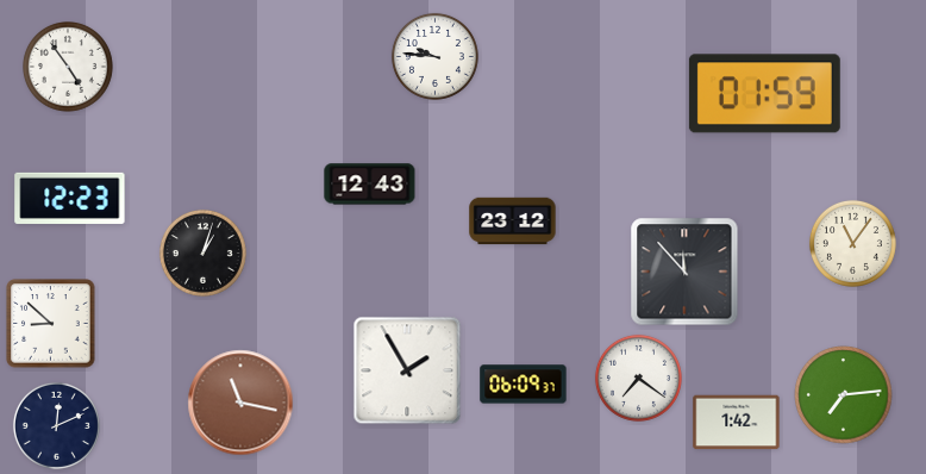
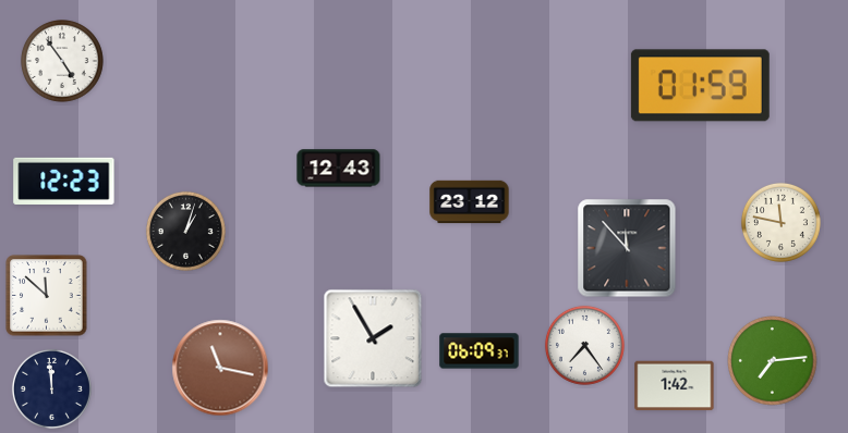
clock at (434, 56): 9:46 -> none
clock at (852, 243): 11:06 -> 11:47
clock at (51, 324): 8:52 -> 11:52
clock at (638, 378): 7:21 -> 7:24
clock at (56, 425): 12:11 -> 11:59
